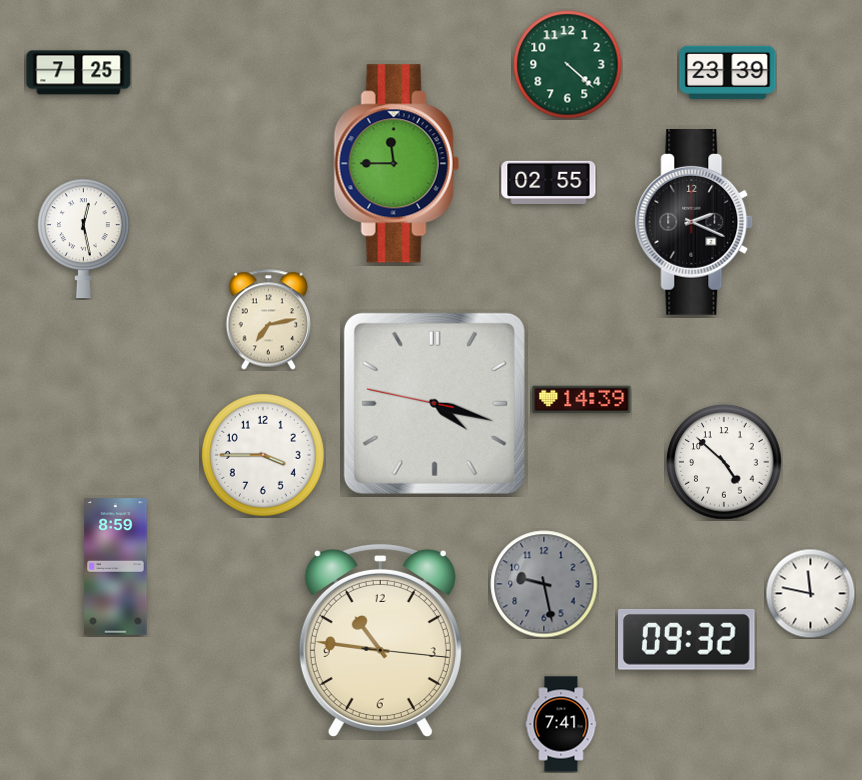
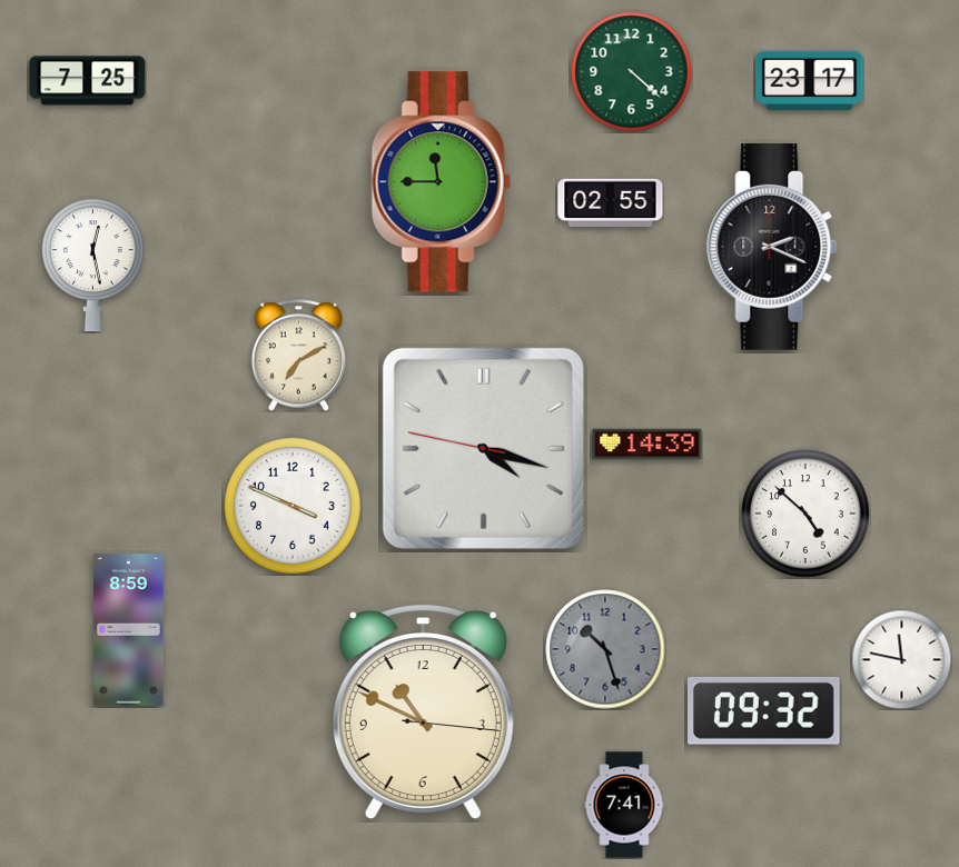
clock at (728, 72): 23:39 -> 23:17
clock at (269, 320): 7:13 -> 7:10
clock at (263, 455): 3:45 -> 3:49
clock at (544, 584): 9:28 -> 10:27
clock at (380, 640): 10:46 -> 10:49
